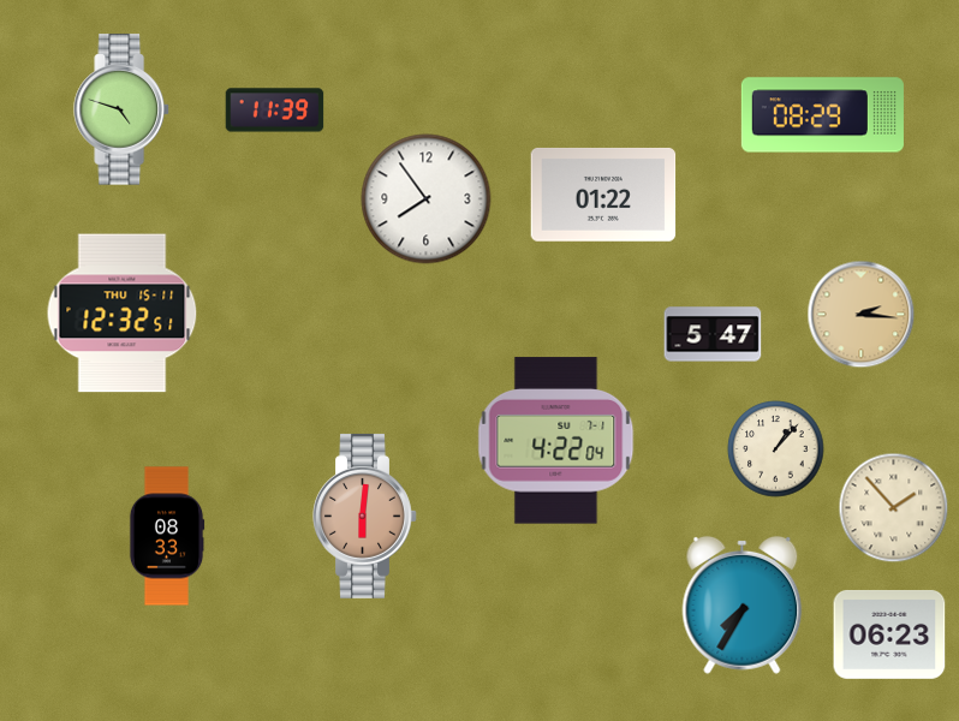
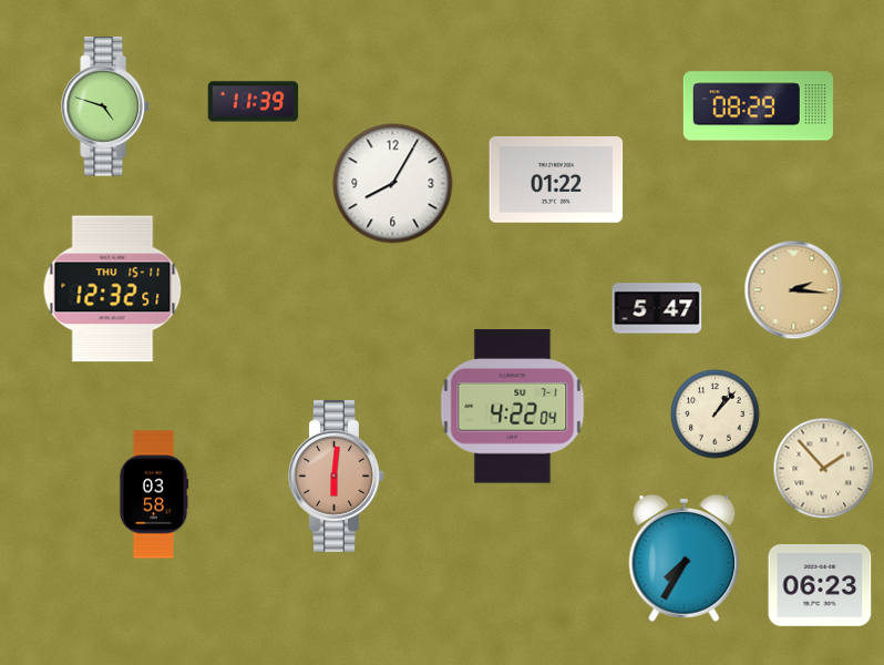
clock at (121, 109) position: (121, 109) -> (105, 106)
clock at (427, 199): 7:54 -> 8:05
clock at (167, 536): 08:33 -> 03:58
